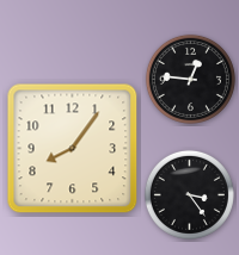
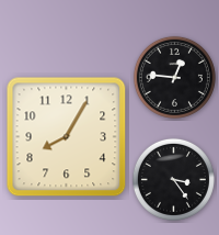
clock at (190, 79) position: (190, 79) -> (174, 77)
clock at (73, 149): 8:06 -> 8:05
